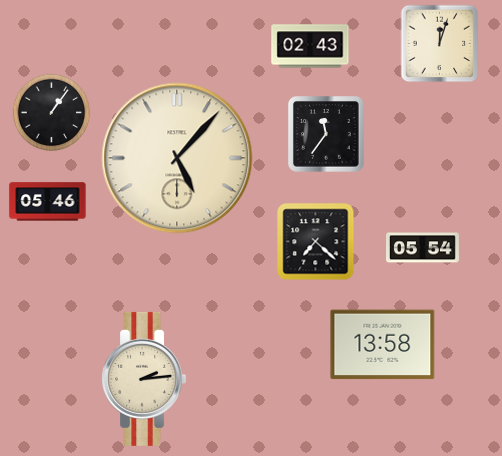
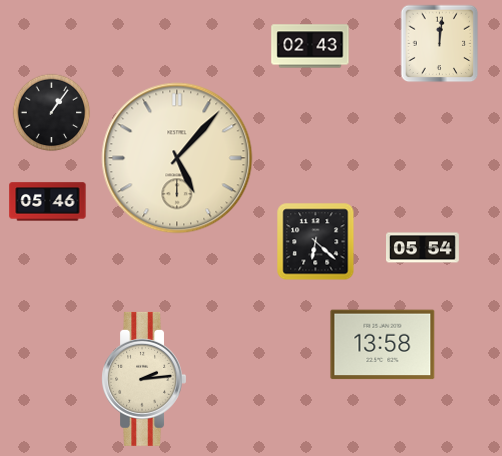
clock at (440, 44): 12:03 -> 12:01
clock at (327, 135): 11:36 -> none
clock at (316, 242): 7:22 -> 6:22
